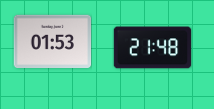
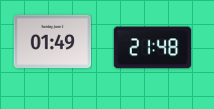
clock at (52, 41): 01:53 -> 01:49
